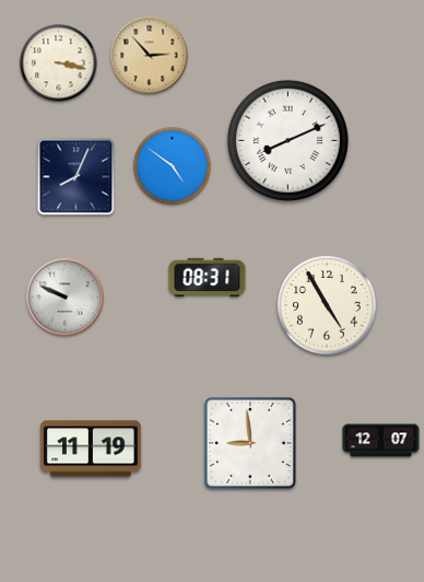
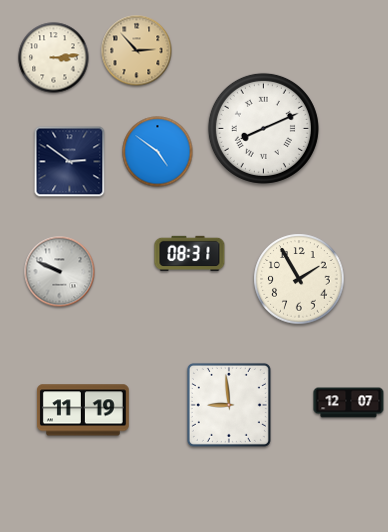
clock at (59, 63): 3:17 -> 3:14
clock at (76, 177): 8:04 -> 2:51
clock at (327, 305): 4:55 -> 1:55
